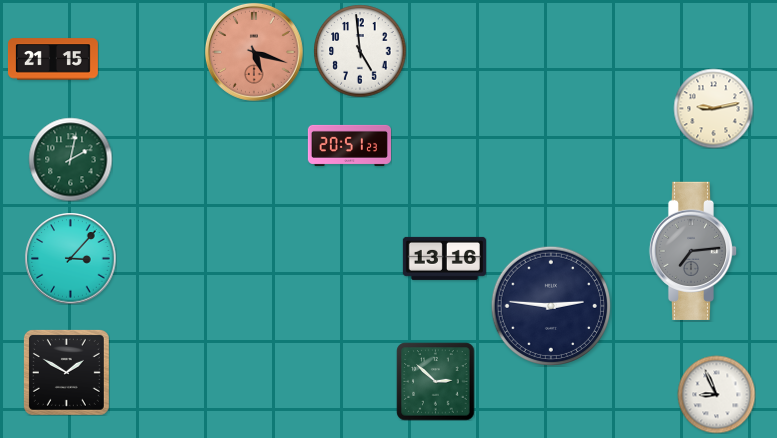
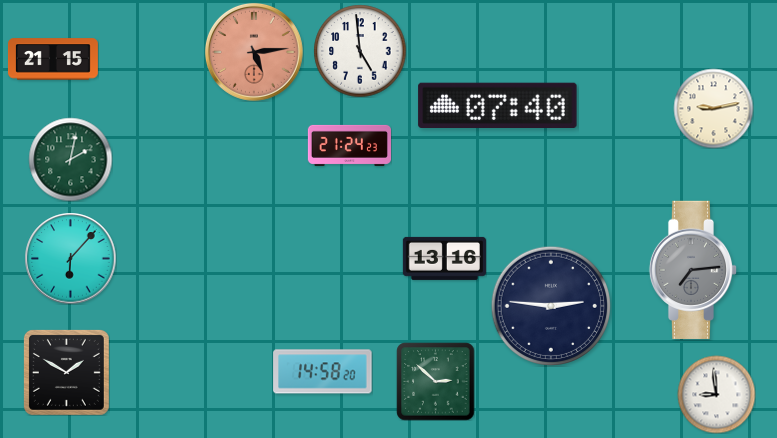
clock at (254, 52): 5:18 -> 5:14
clock at (498, 105): none -> 07:40
clock at (349, 145): 20:51 -> 21:24
clock at (693, 251) position: (693, 251) -> (693, 270)
clock at (70, 258): 3:07 -> 6:07
clock at (323, 372): none -> 14:58
clock at (716, 394): 8:56 -> 8:59
